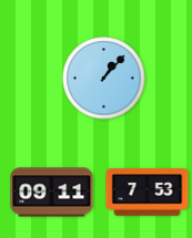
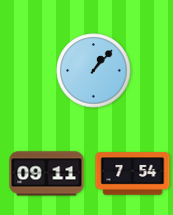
clock at (148, 193): 7:53 -> 7:54
